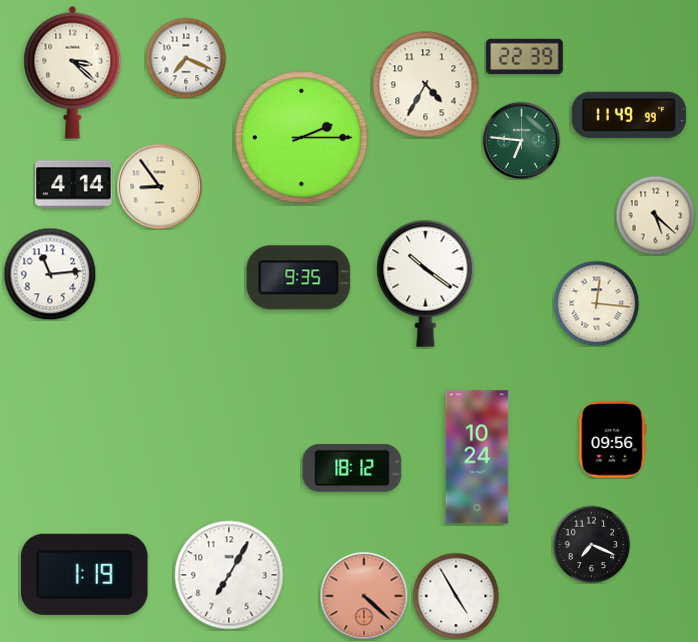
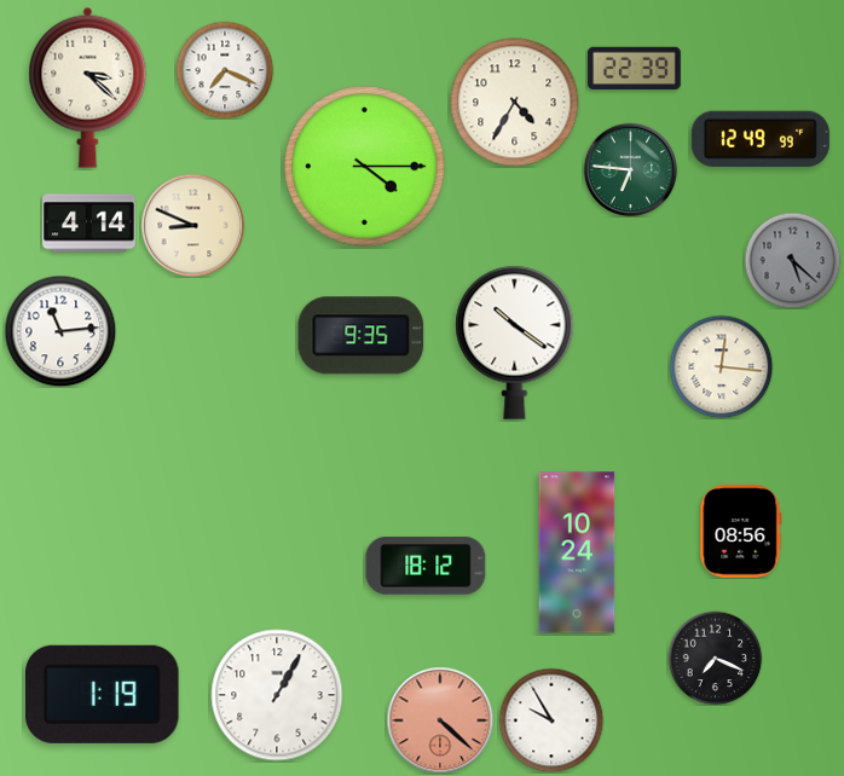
clock at (629, 115): 11:49 -> 12:49
clock at (302, 138): 2:15 -> 4:15
clock at (159, 186): 8:54 -> 8:49
clock at (655, 215) dial: cream -> grey
clock at (613, 440): 09:56 -> 08:56
clock at (229, 575): 7:05 -> 1:05
clock at (456, 596): 4:55 -> 9:55
